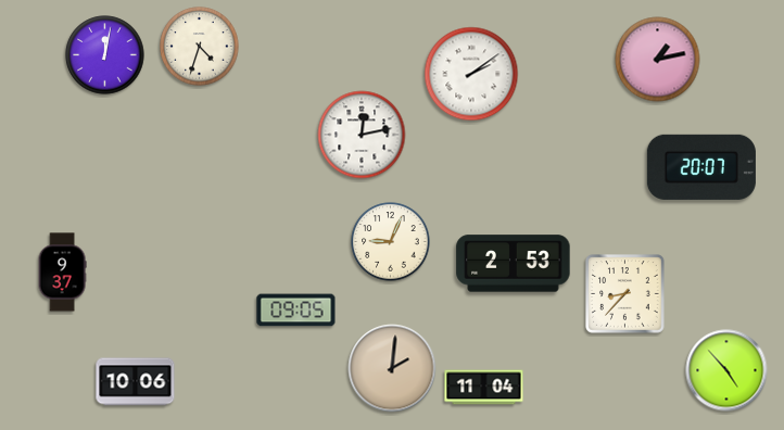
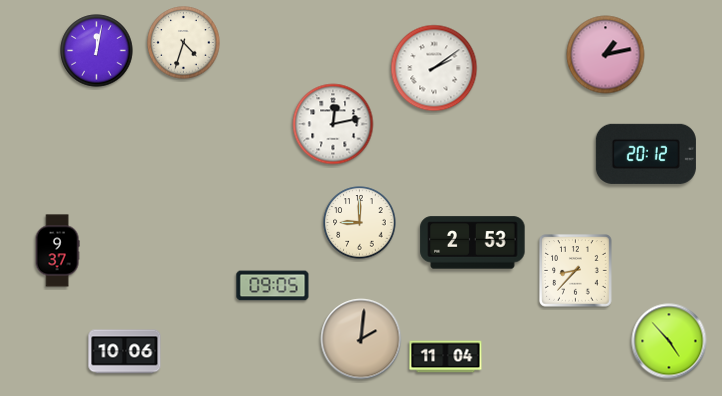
clock at (701, 167): 20:07 -> 20:12
clock at (391, 242): 9:04 -> 9:00
